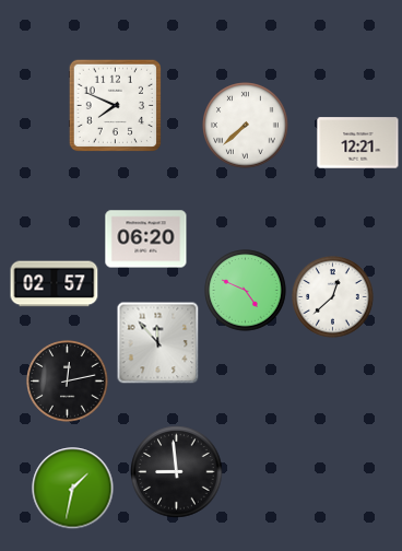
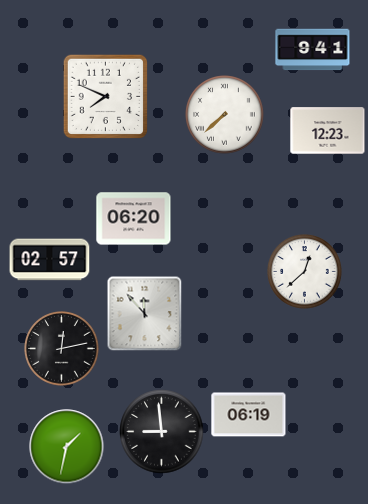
clock at (313, 50): none -> 9:41
clock at (358, 143): 12:21 -> 12:23
clock at (246, 291): 4:49 -> none
clock at (249, 415): none -> 06:19
